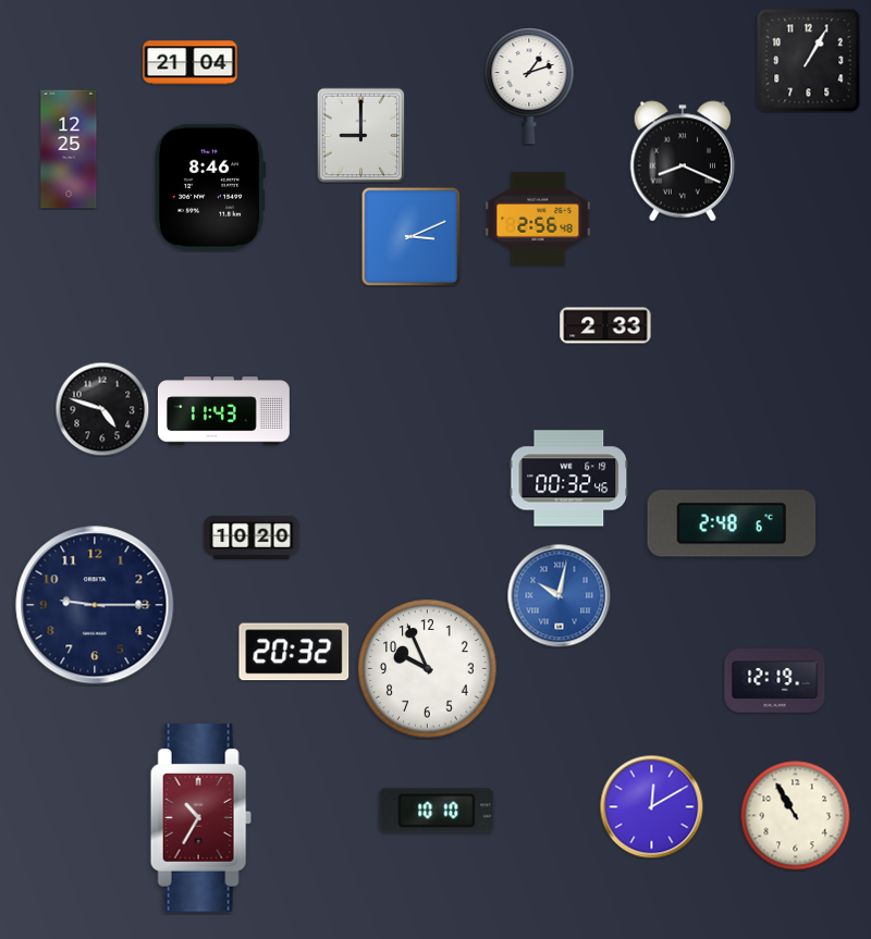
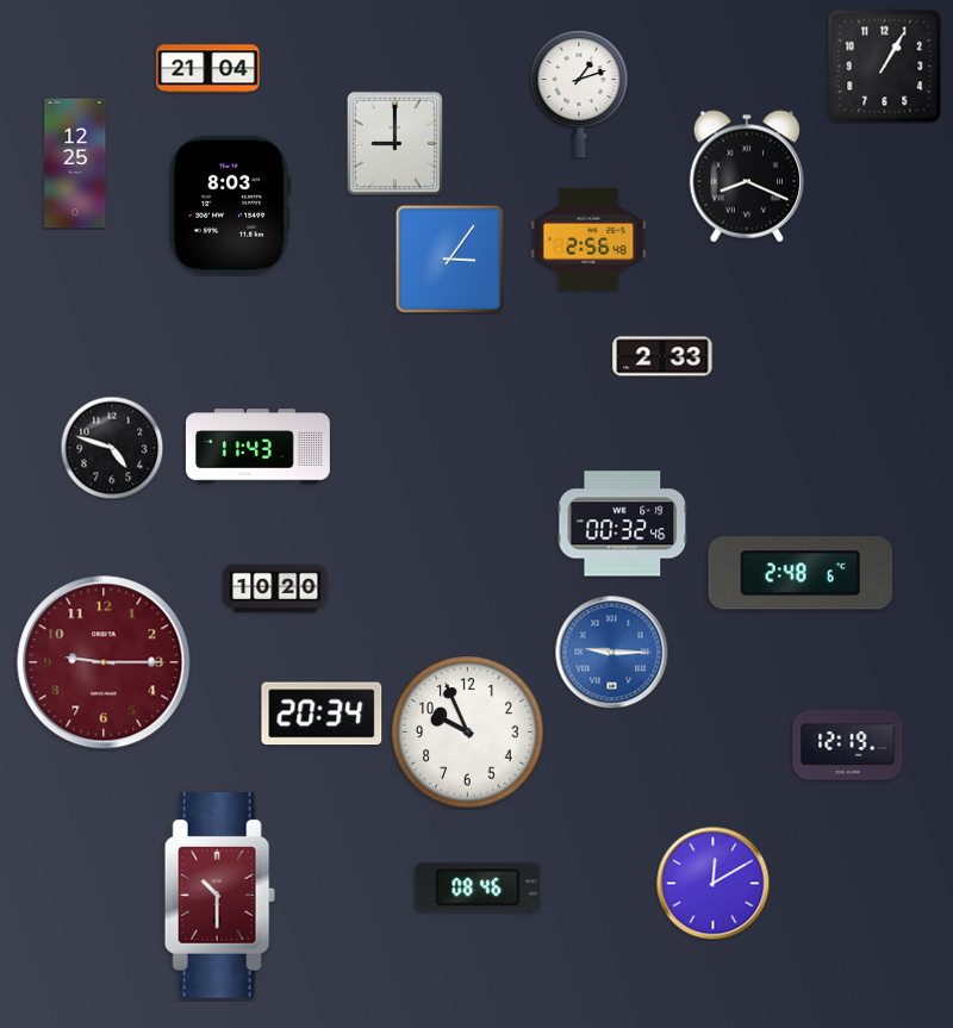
clock at (361, 135) position: (361, 135) -> (395, 143)
clock at (211, 187): 8:46 -> 8:03
clock at (410, 236): 3:11 -> 3:06
clock at (223, 411) position: (223, 411) -> (257, 447)
clock at (559, 595): 10:02 -> 9:15
clock at (95, 605) dial: navy -> burgundy
clock at (294, 652): 20:32 -> 20:34
clock at (437, 811): 10:10 -> 08:46
clock at (796, 816): 10:55 -> none
clock at (200, 818): 10:35 -> 10:30
